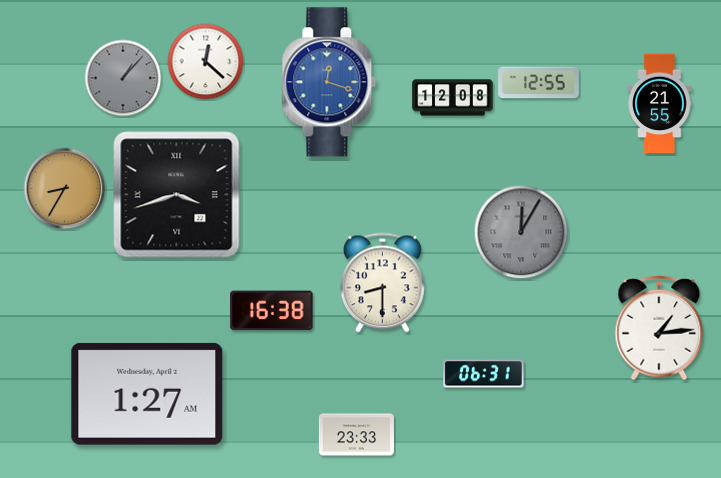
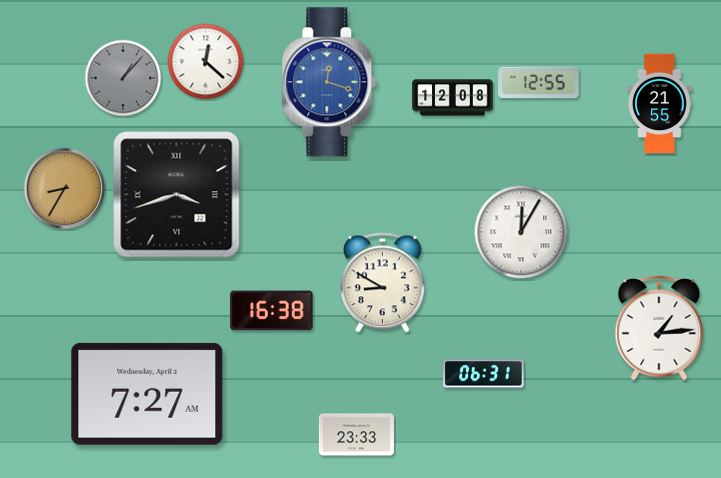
clock at (521, 232) dial: grey -> white
clock at (383, 283): 8:30 -> 8:50
clock at (147, 394): 1:27 -> 7:27
